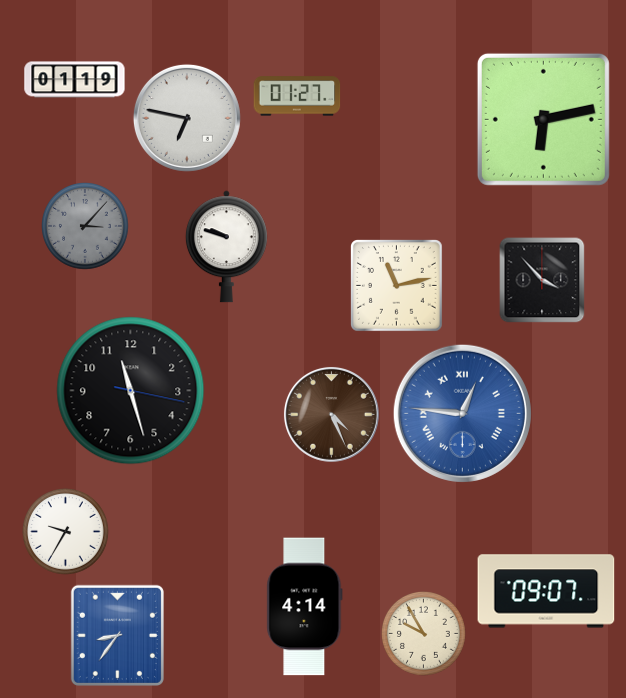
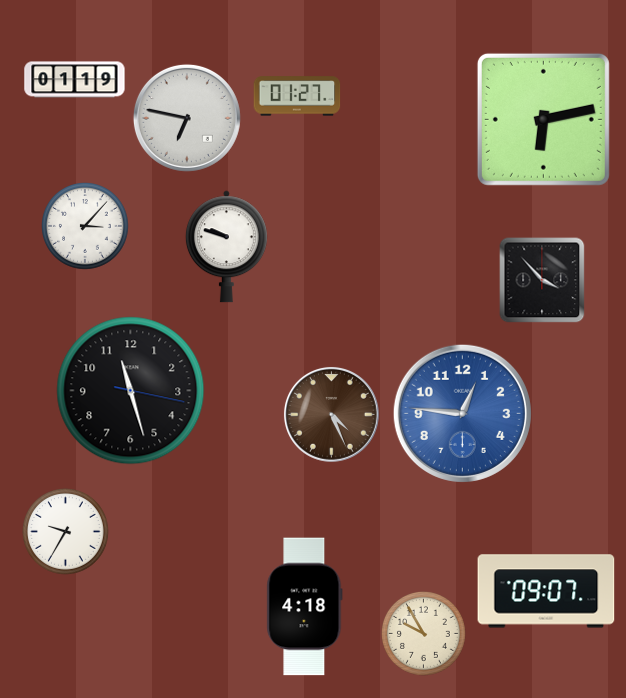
clock at (86, 227) dial: grey -> white
clock at (397, 286): 11:13 -> none
clock at (462, 413) numerals: Roman -> Arabic
clock at (305, 607): 4:14 -> 4:18
clock at (117, 635): 8:36 -> none
